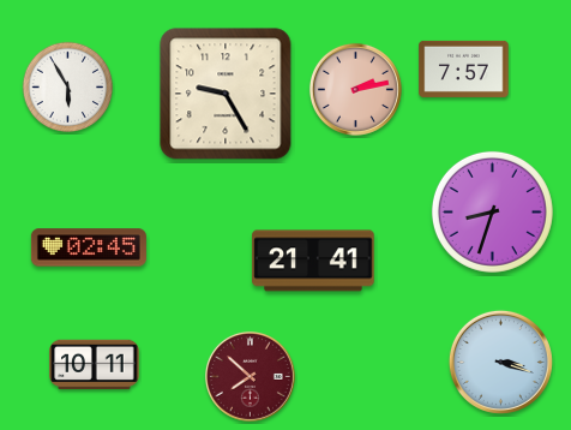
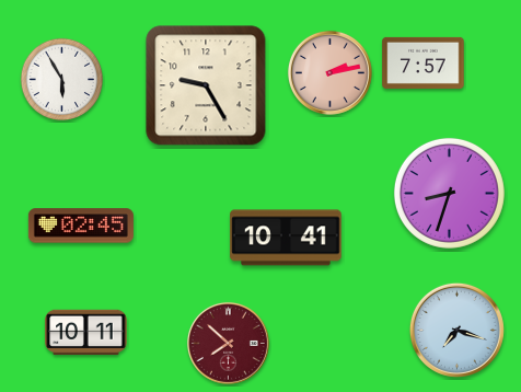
clock at (355, 89) position: (355, 89) -> (329, 72)
clock at (313, 261): 21:41 -> 10:41
clock at (500, 362): 3:18 -> 7:18
